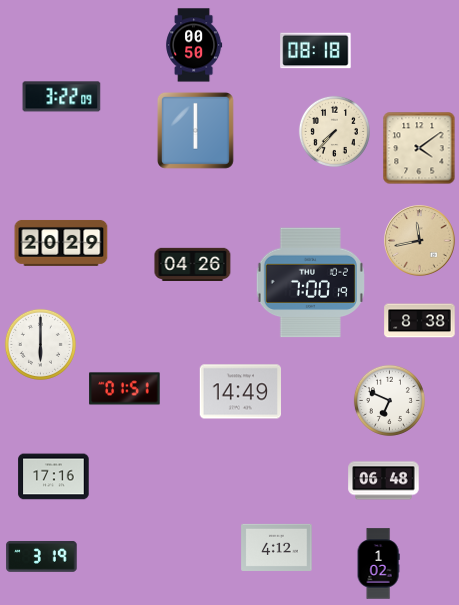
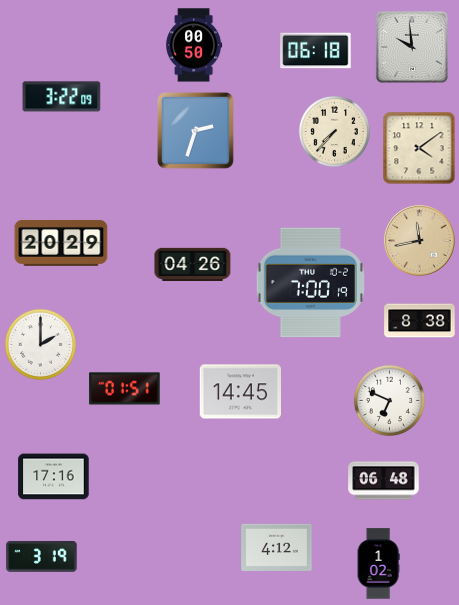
clock at (412, 47): none -> 9:59
clock at (316, 51): 08:18 -> 06:18
clock at (195, 130): 6:00 -> 2:33
clock at (40, 344): 6:00 -> 2:00
clock at (240, 392): 14:49 -> 14:45
